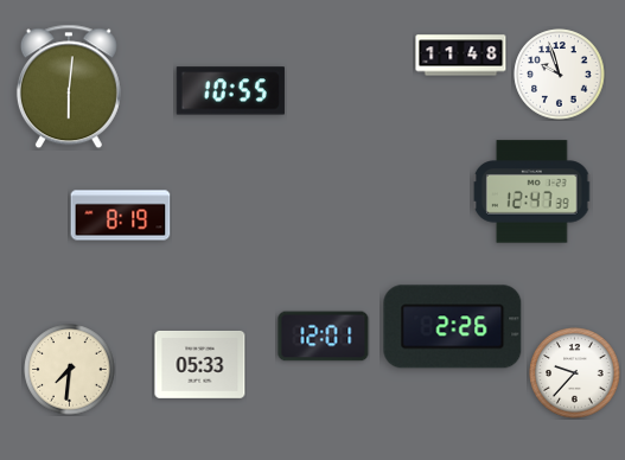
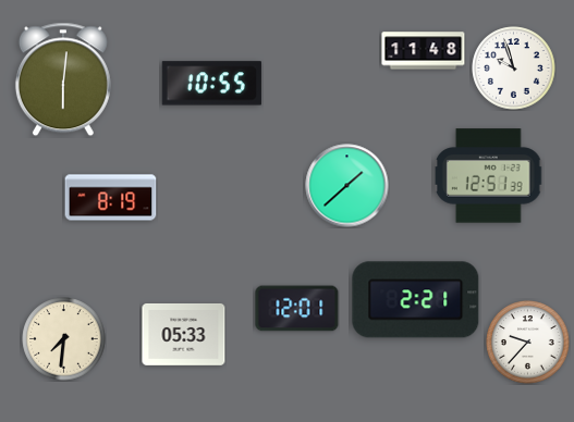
clock at (532, 192): 12:47 -> 12:51
clock at (347, 186): none -> 1:38
clock at (453, 327): 2:26 -> 2:21
